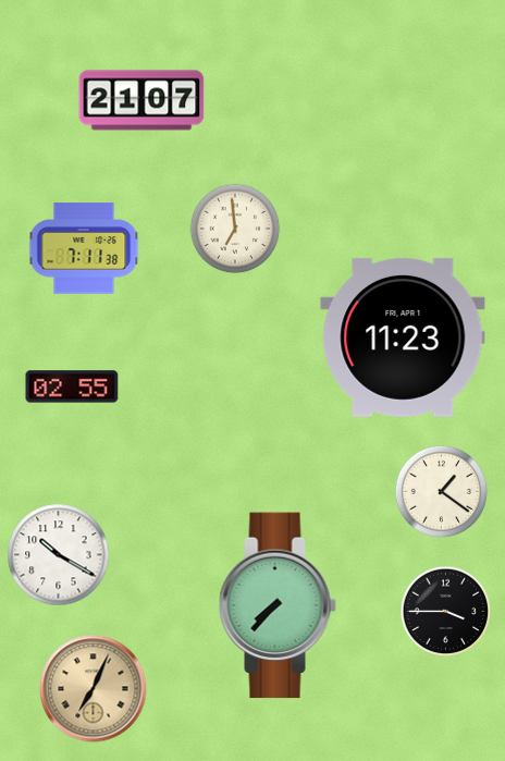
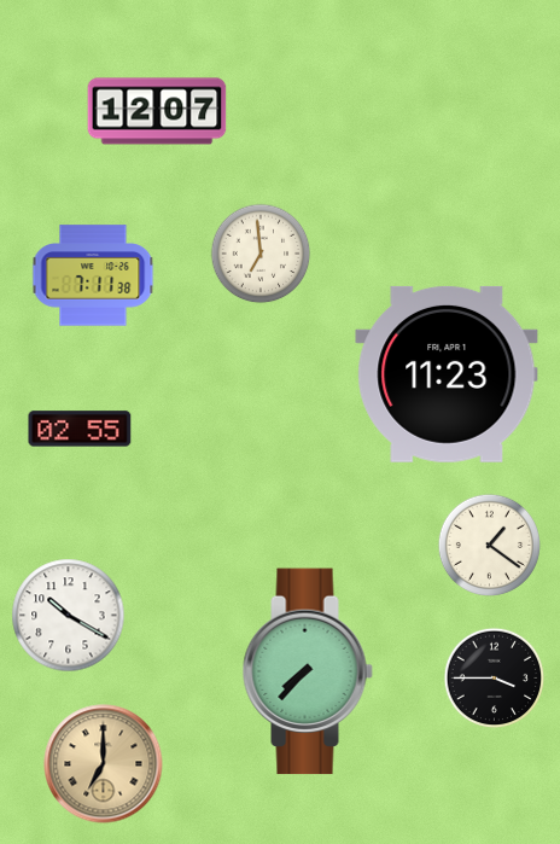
clock at (141, 100): 21:07 -> 12:07
clock at (59, 555) position: (59, 555) -> (69, 616)
clock at (94, 689): 7:04 -> 7:00
